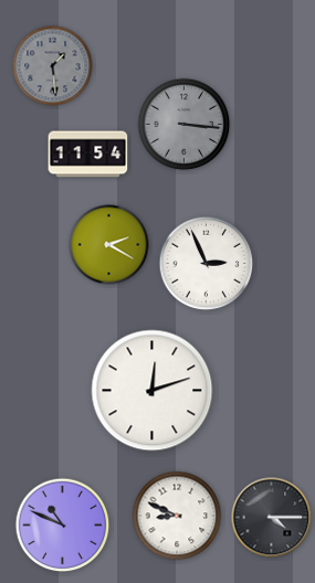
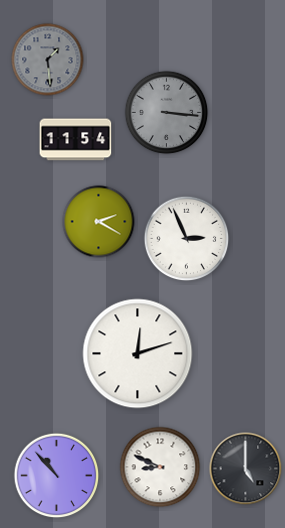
clock at (88, 155) position: (88, 155) -> (76, 140)
clock at (272, 518): 4:15 -> 5:00
clock at (63, 526): 10:49 -> 10:53
